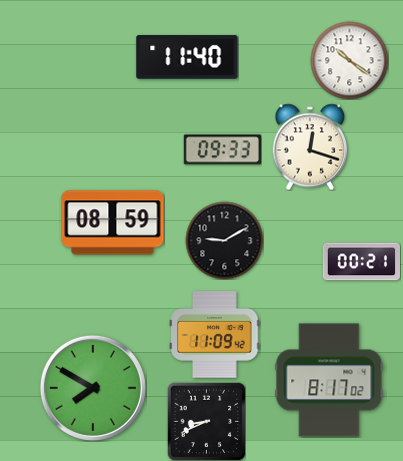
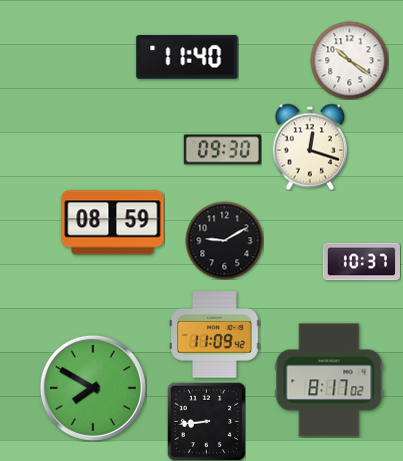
clock at (222, 150): 09:33 -> 09:30
clock at (361, 262): 00:21 -> 10:37
clock at (206, 421): 8:41 -> 8:44
